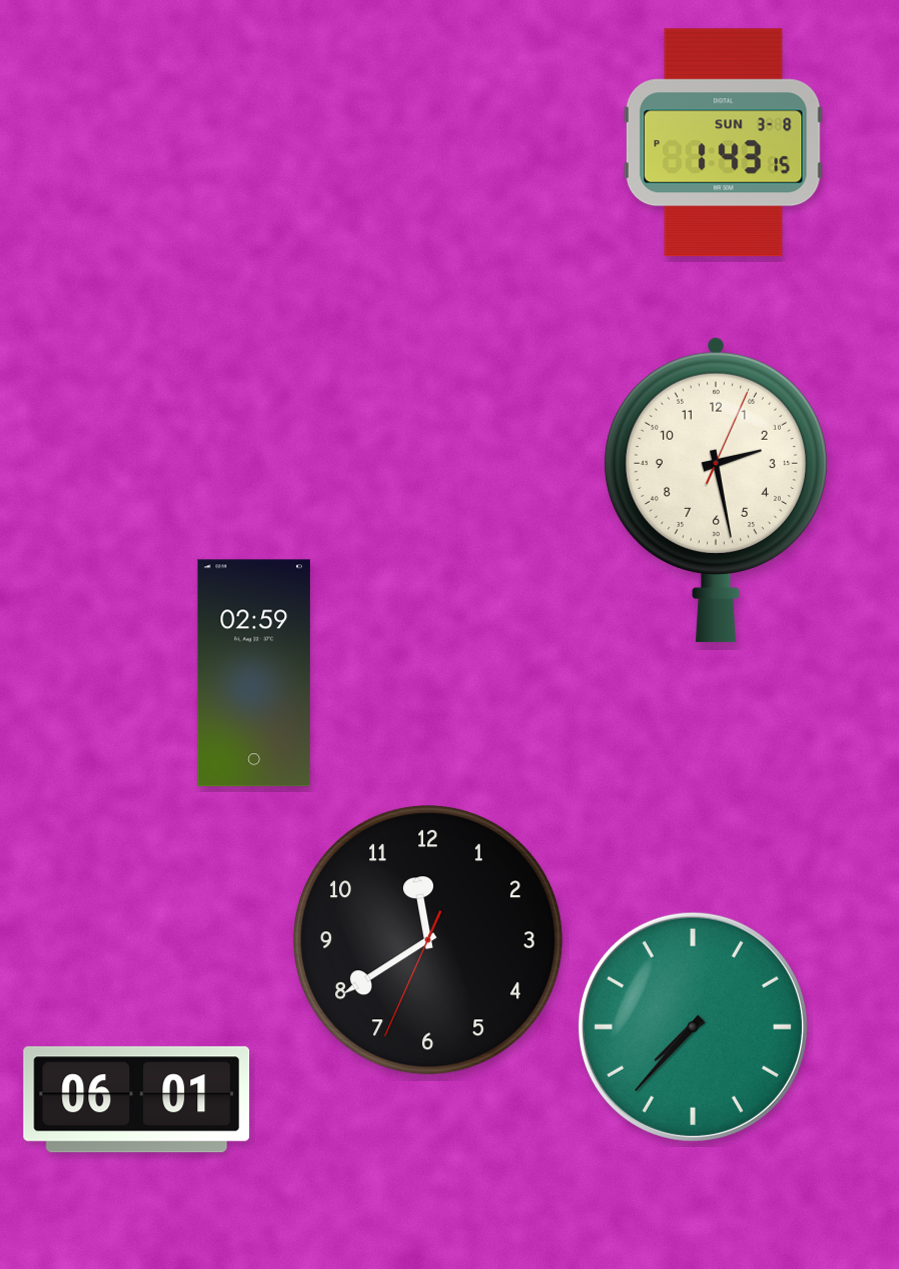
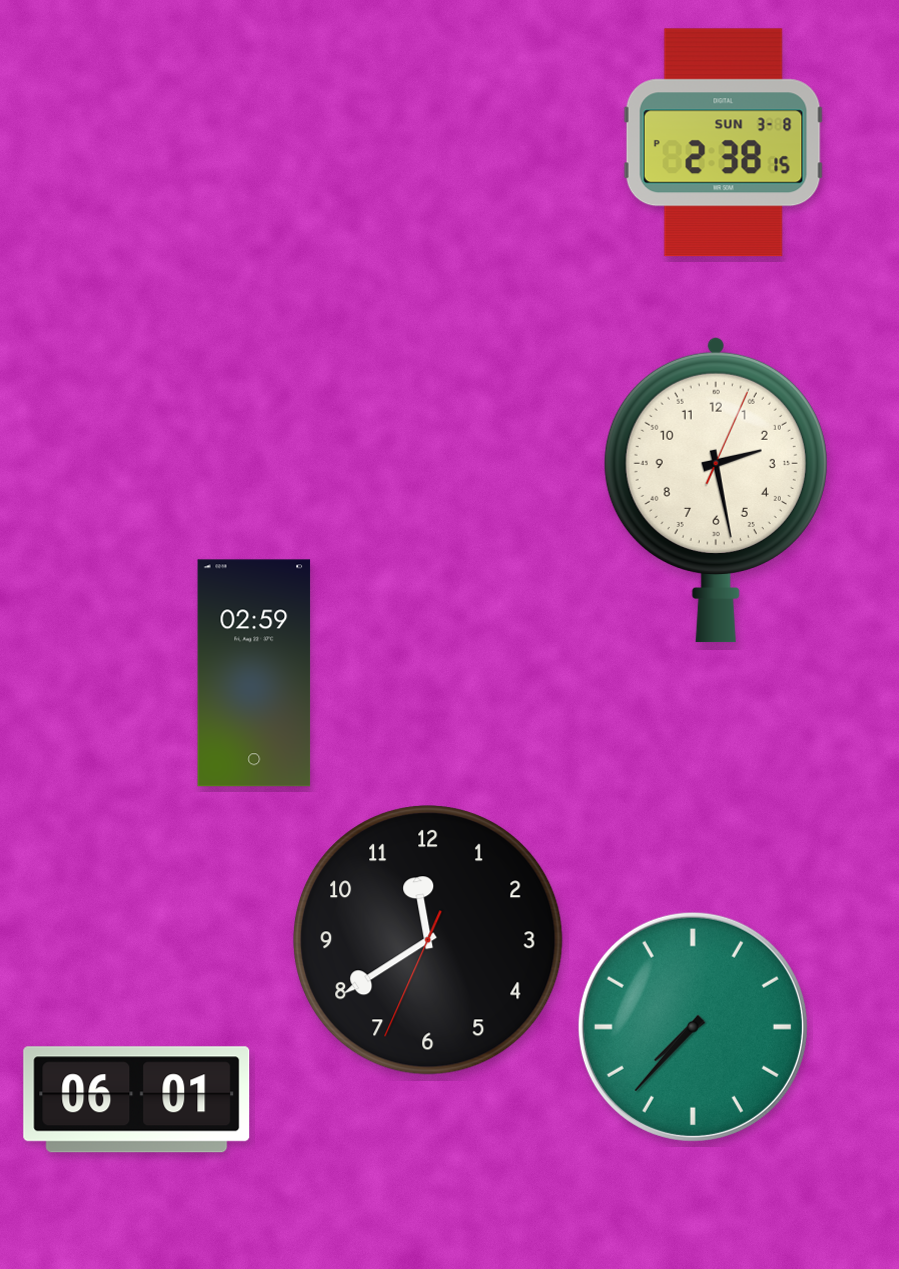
clock at (723, 143): 1:43 -> 2:38
